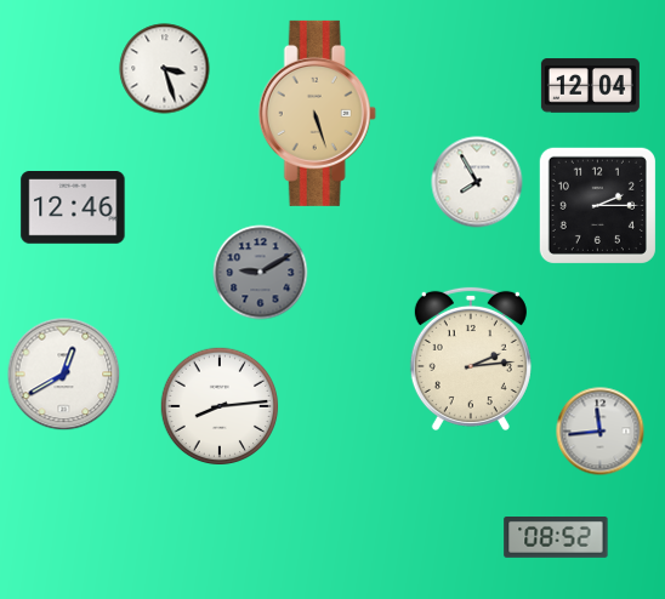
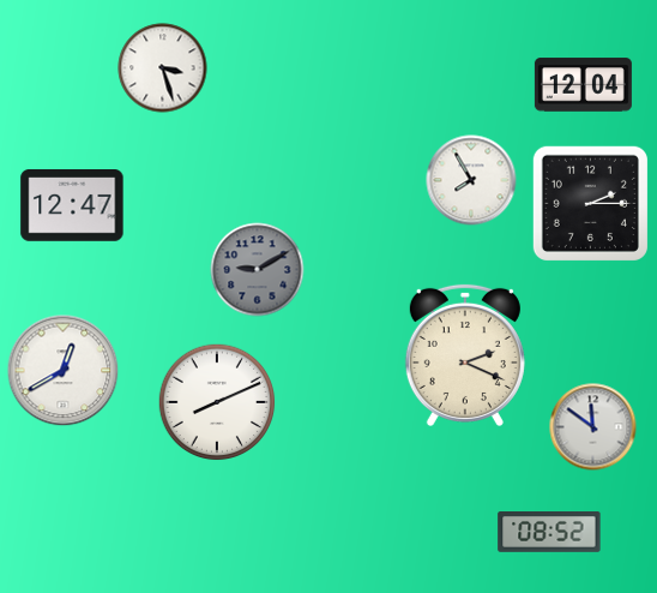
clock at (317, 113): 5:27 -> none
clock at (73, 209): 12:46 -> 12:47
clock at (471, 359): 2:14 -> 2:19
clock at (220, 406): 8:14 -> 8:11
clock at (601, 432): 11:44 -> 11:51
